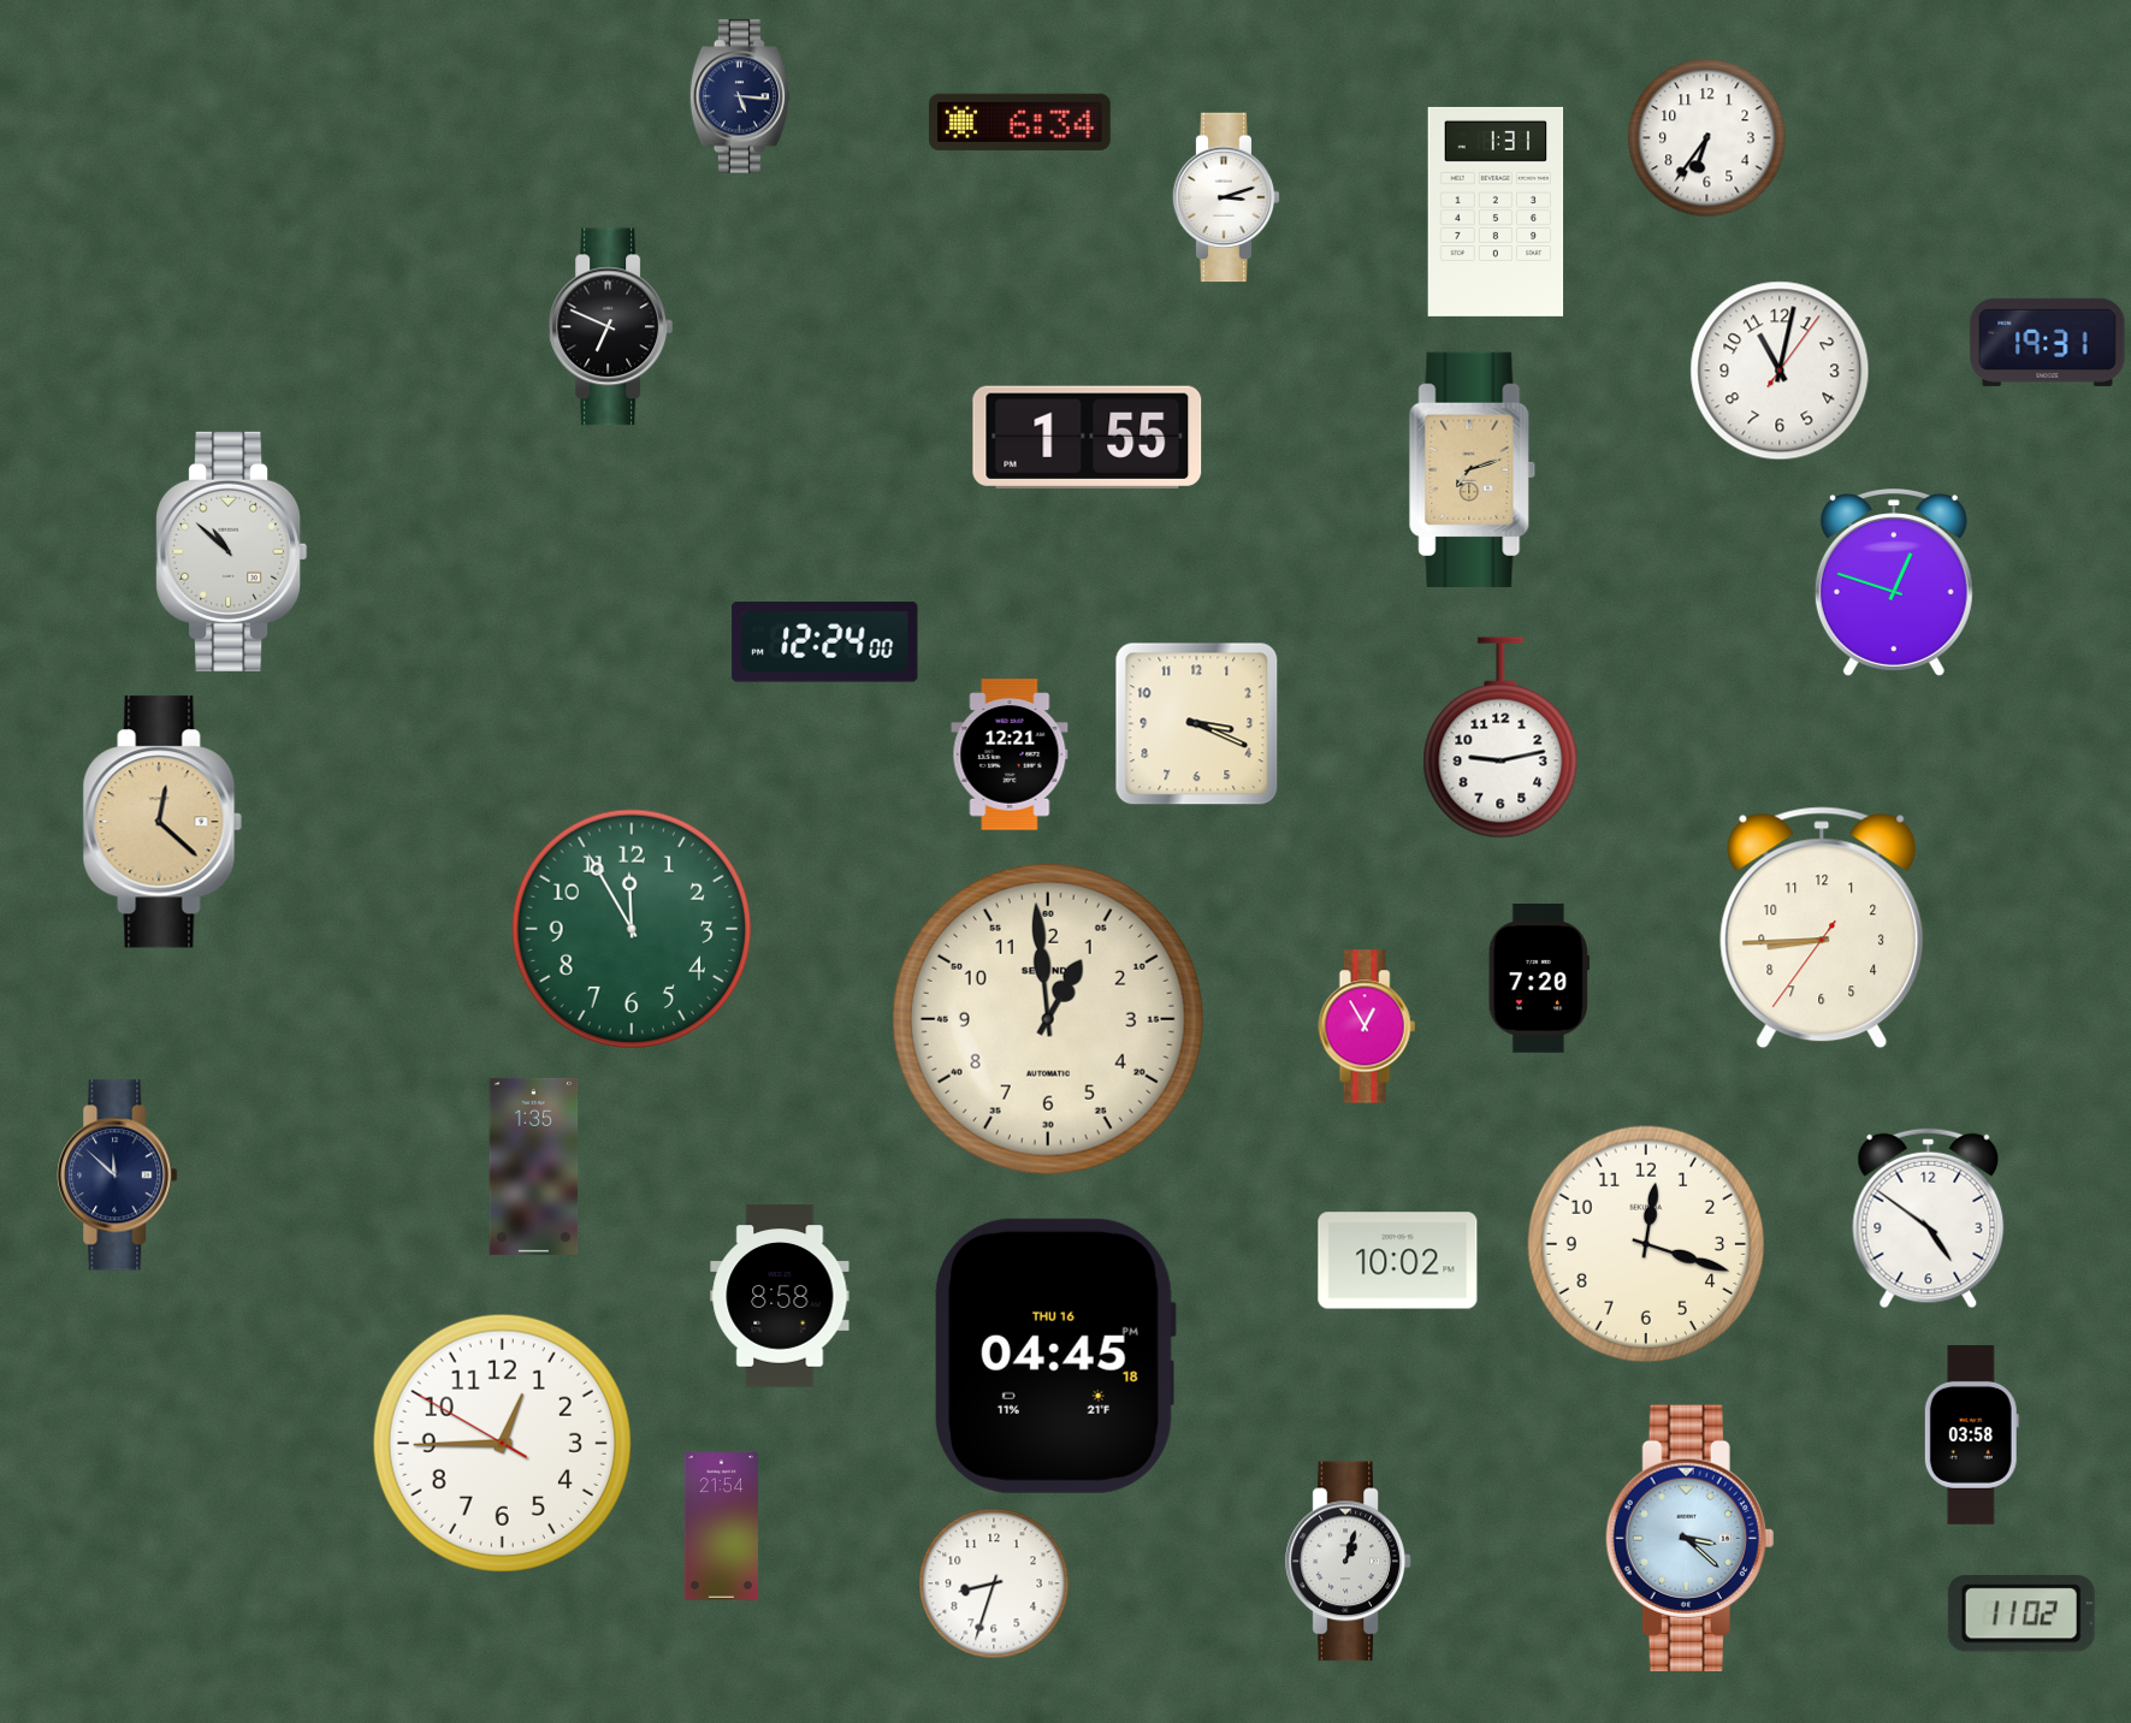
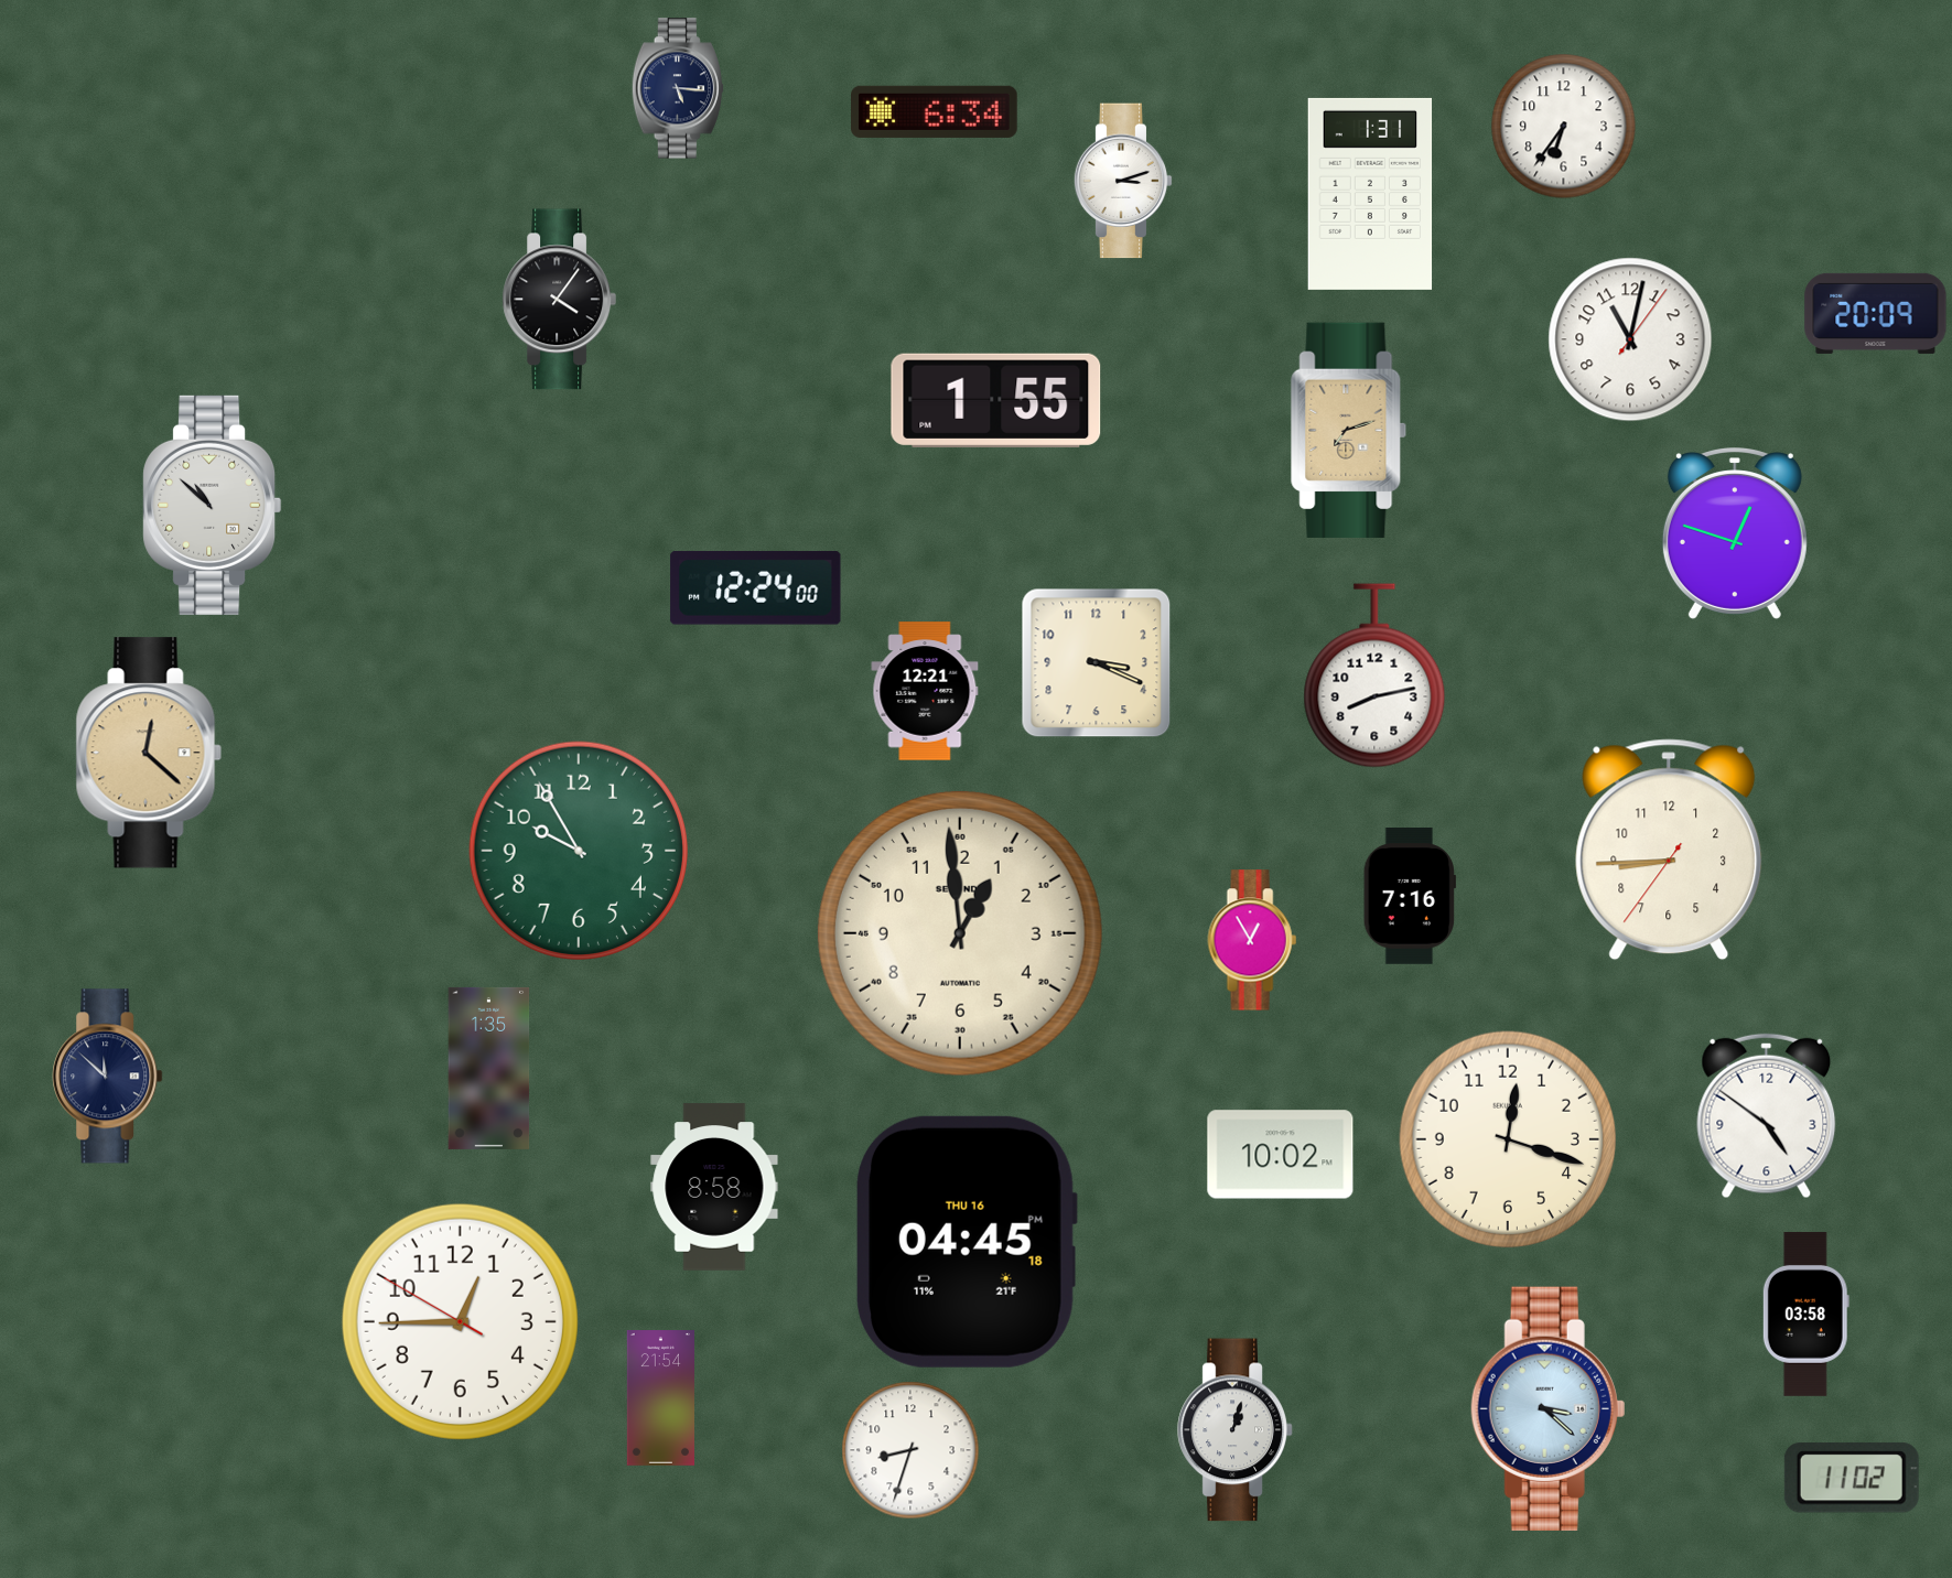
clock at (610, 327): 6:49 -> 4:06
clock at (2048, 342): 19:31 -> 20:09
clock at (1500, 738): 9:13 -> 8:13
clock at (631, 928): 11:55 -> 9:55
clock at (1539, 978): 7:20 -> 7:16
